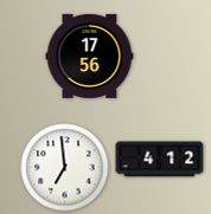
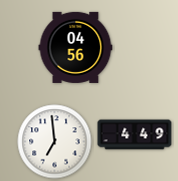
clock at (90, 56): 17:56 -> 04:56
clock at (160, 160): 4:12 -> 4:49
